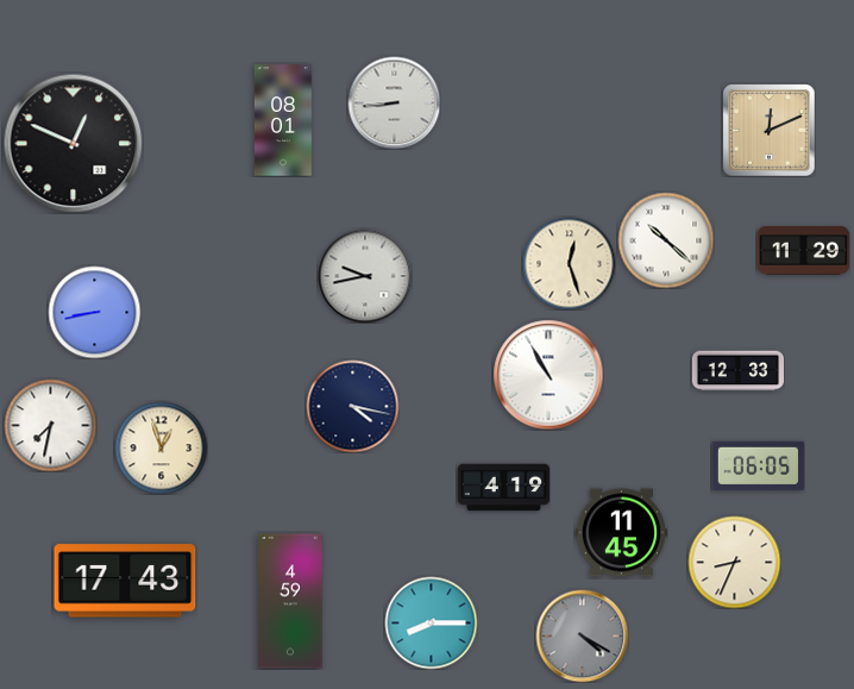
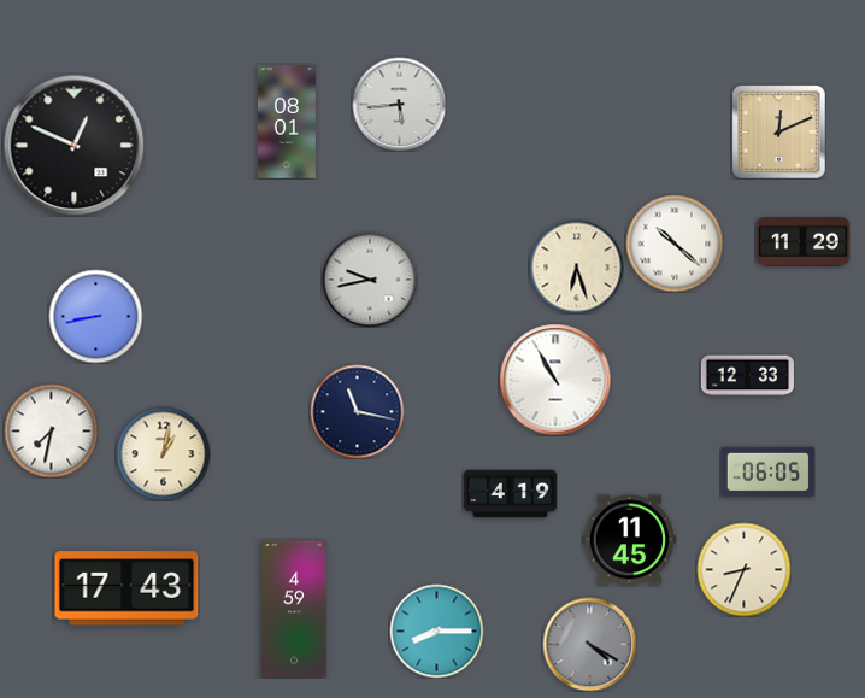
clock at (394, 102): 8:44 -> 5:44
clock at (803, 251) position: (803, 251) -> (802, 242)
clock at (569, 263): 12:27 -> 6:27
clock at (352, 406): 4:17 -> 11:17
clock at (161, 447): 12:57 -> 1:02
